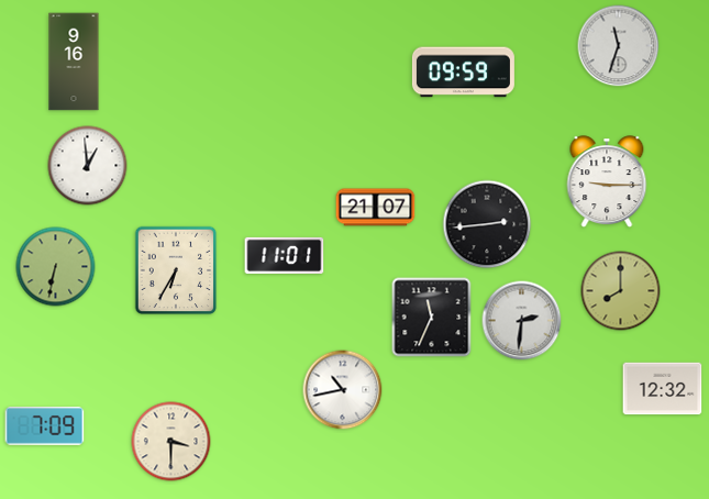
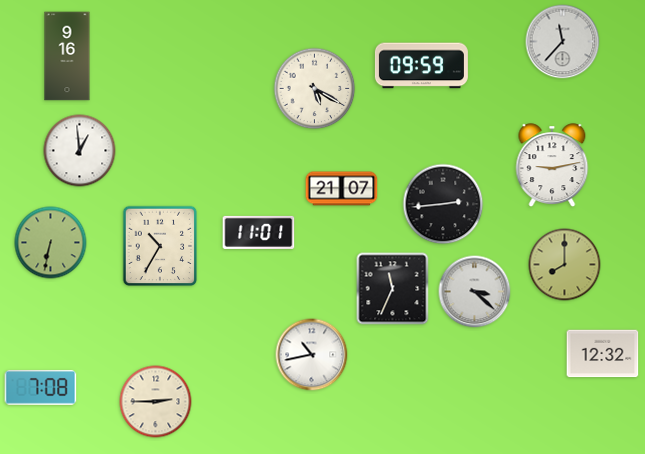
clock at (619, 46): 11:33 -> 11:37
clock at (315, 89): none -> 5:20
clock at (607, 182): 9:15 -> 9:13
clock at (176, 270): 6:35 -> 10:35
clock at (522, 321): 2:31 -> 3:22
clock at (45, 426): 7:09 -> 7:08
clock at (171, 442): 3:30 -> 2:45
